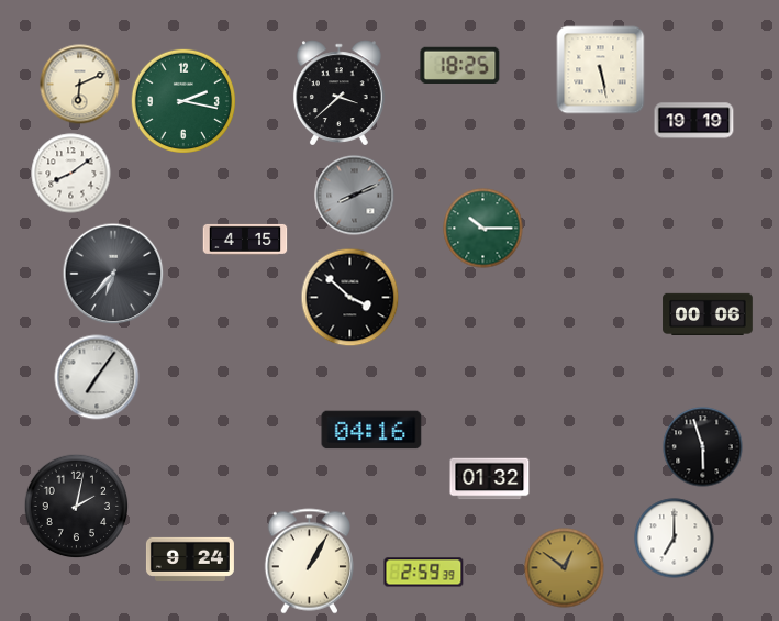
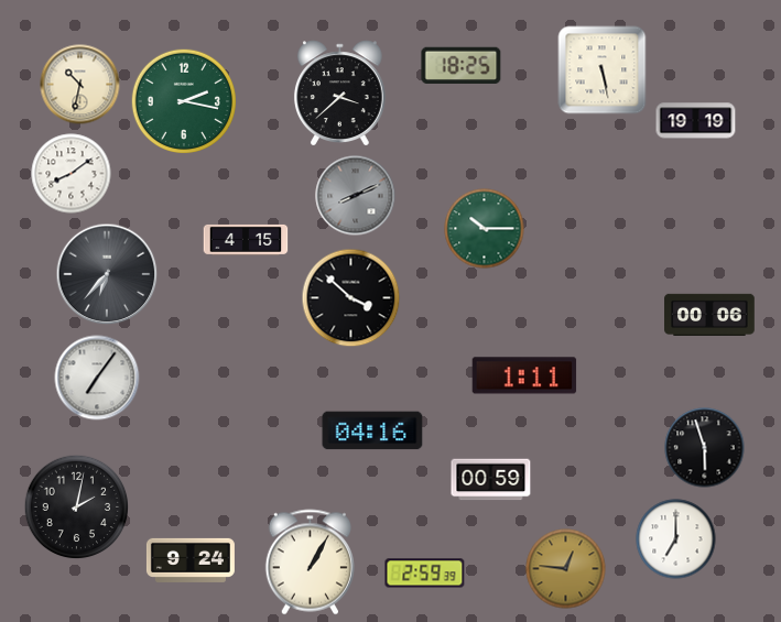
clock at (80, 85): 6:11 -> 10:32
clock at (113, 274) position: (113, 274) -> (107, 274)
clock at (524, 375): none -> 1:11
clock at (490, 479): 01:32 -> 00:59
clock at (565, 568): 12:51 -> 12:46
